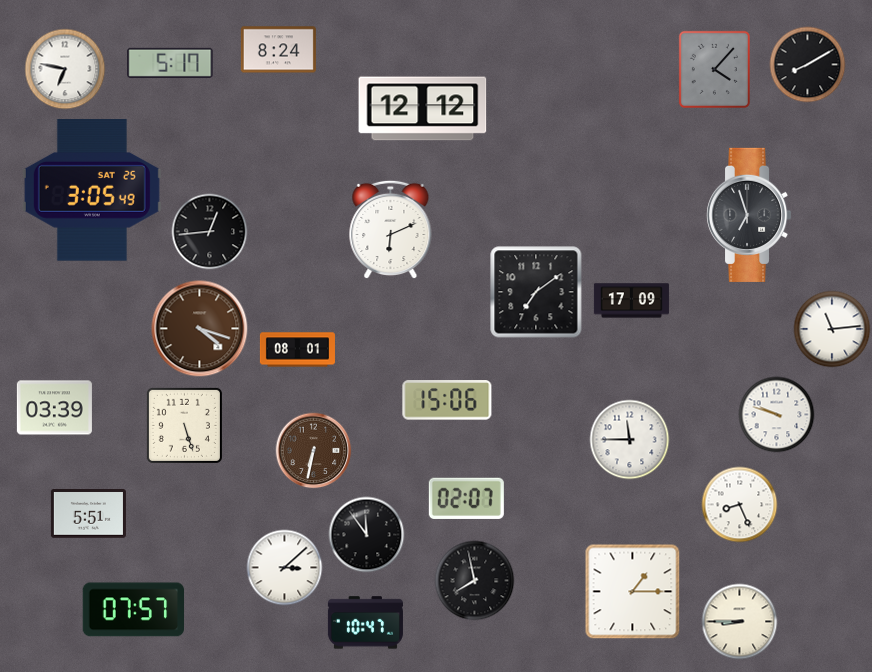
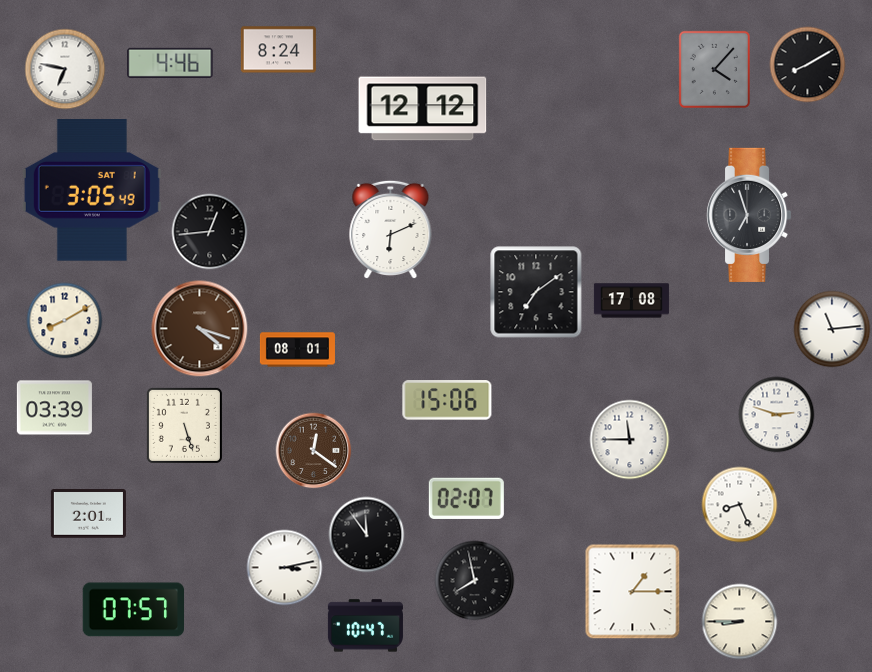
clock at (170, 63): 5:17 -> 4:46
clock at (92, 191) date: SAT 25 -> SAT 1
clock at (631, 301): 17:09 -> 17:08
clock at (65, 321): none -> 8:10
clock at (777, 415): 9:48 -> 2:48
clock at (314, 451): 6:32 -> 12:21
clock at (88, 514): 5:51 -> 2:01
clock at (285, 568): 3:08 -> 3:13
clock at (365, 623) position: (365, 623) -> (365, 626)
